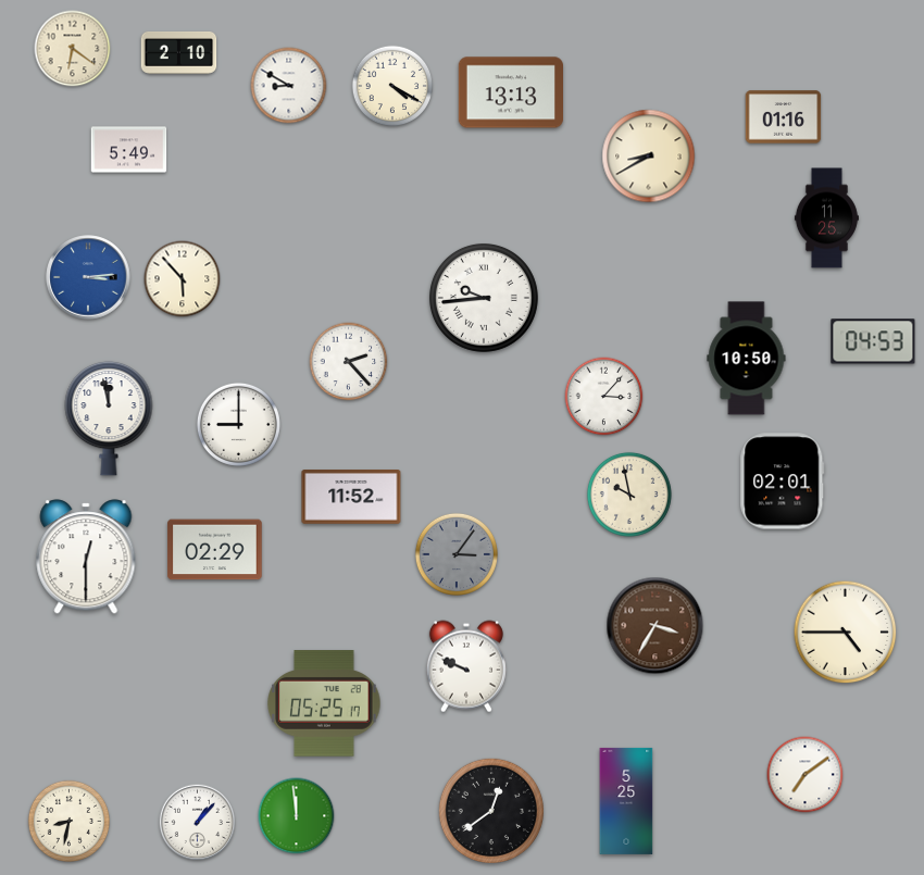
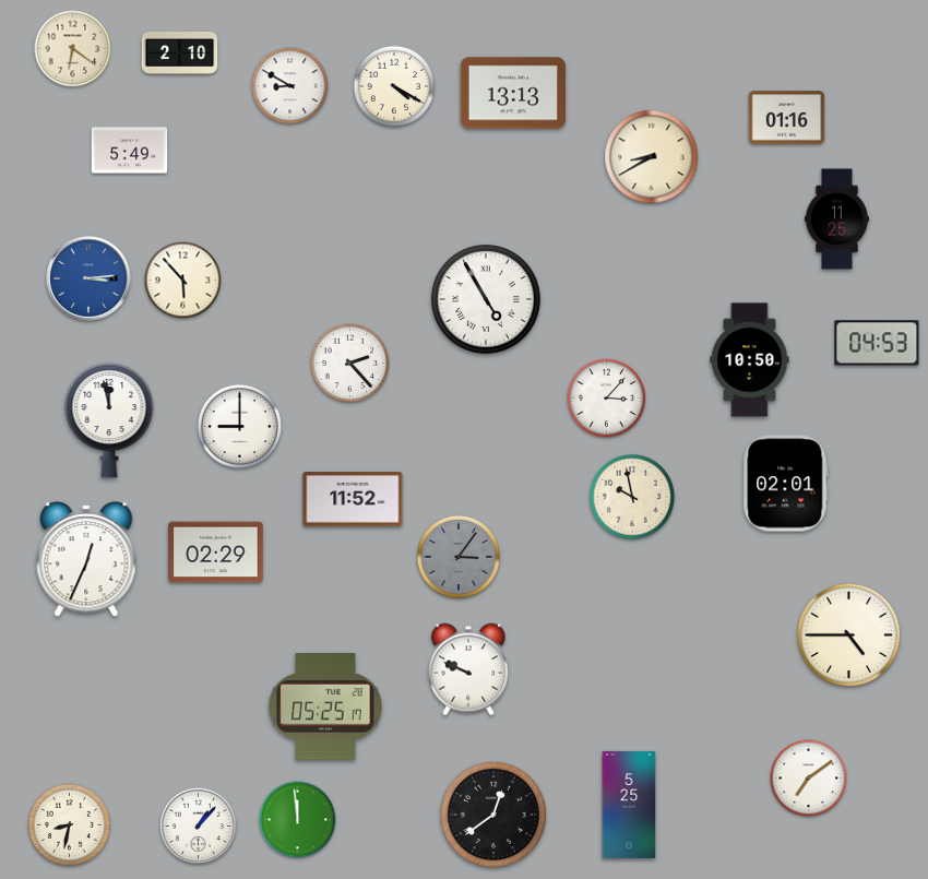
clock at (826, 218) position: (826, 218) -> (836, 219)
clock at (484, 298): 9:44 -> 4:55
clock at (86, 557): 12:30 -> 12:34
clock at (655, 626): 3:35 -> none
